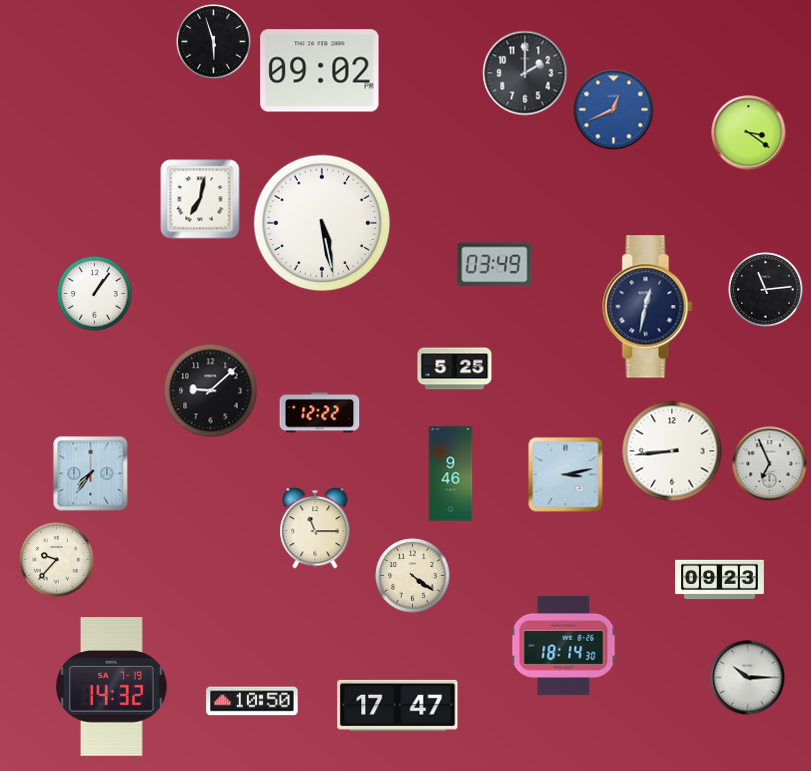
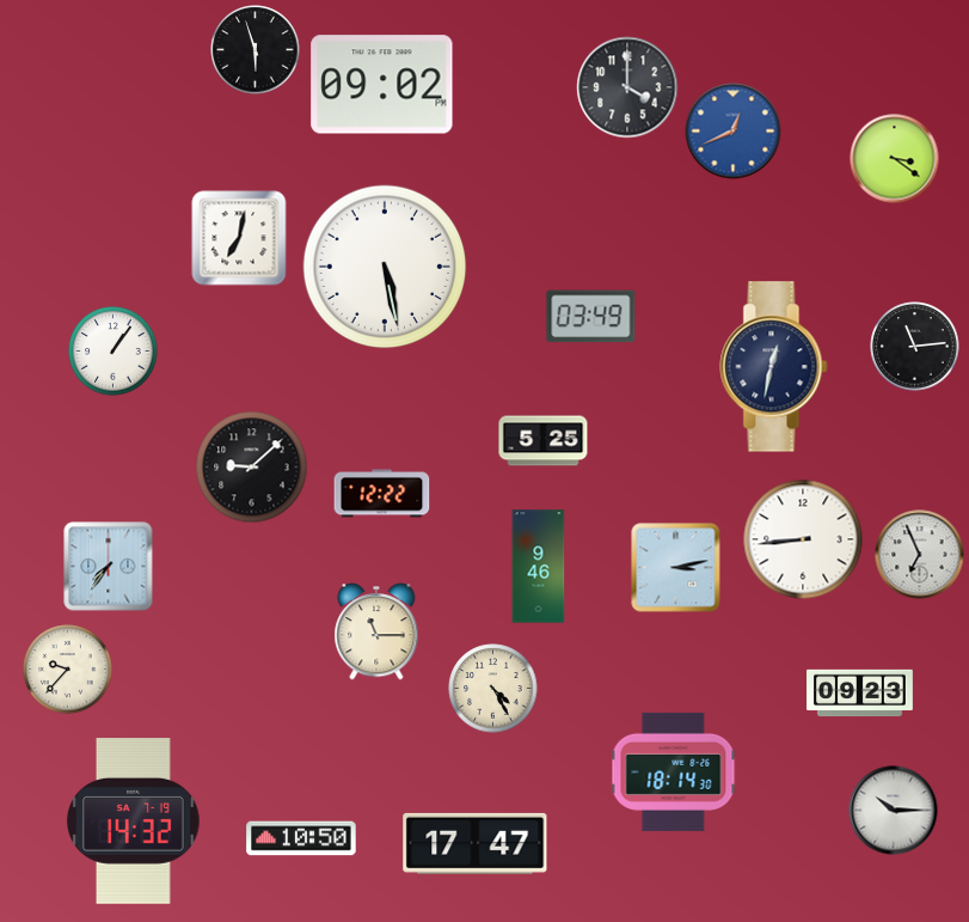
clock at (525, 73): 2:00 -> 4:00
clock at (413, 576): 4:21 -> 4:25
